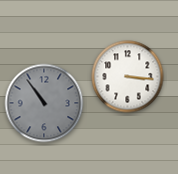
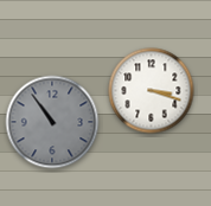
clock at (128, 77): 3:16 -> 3:18
